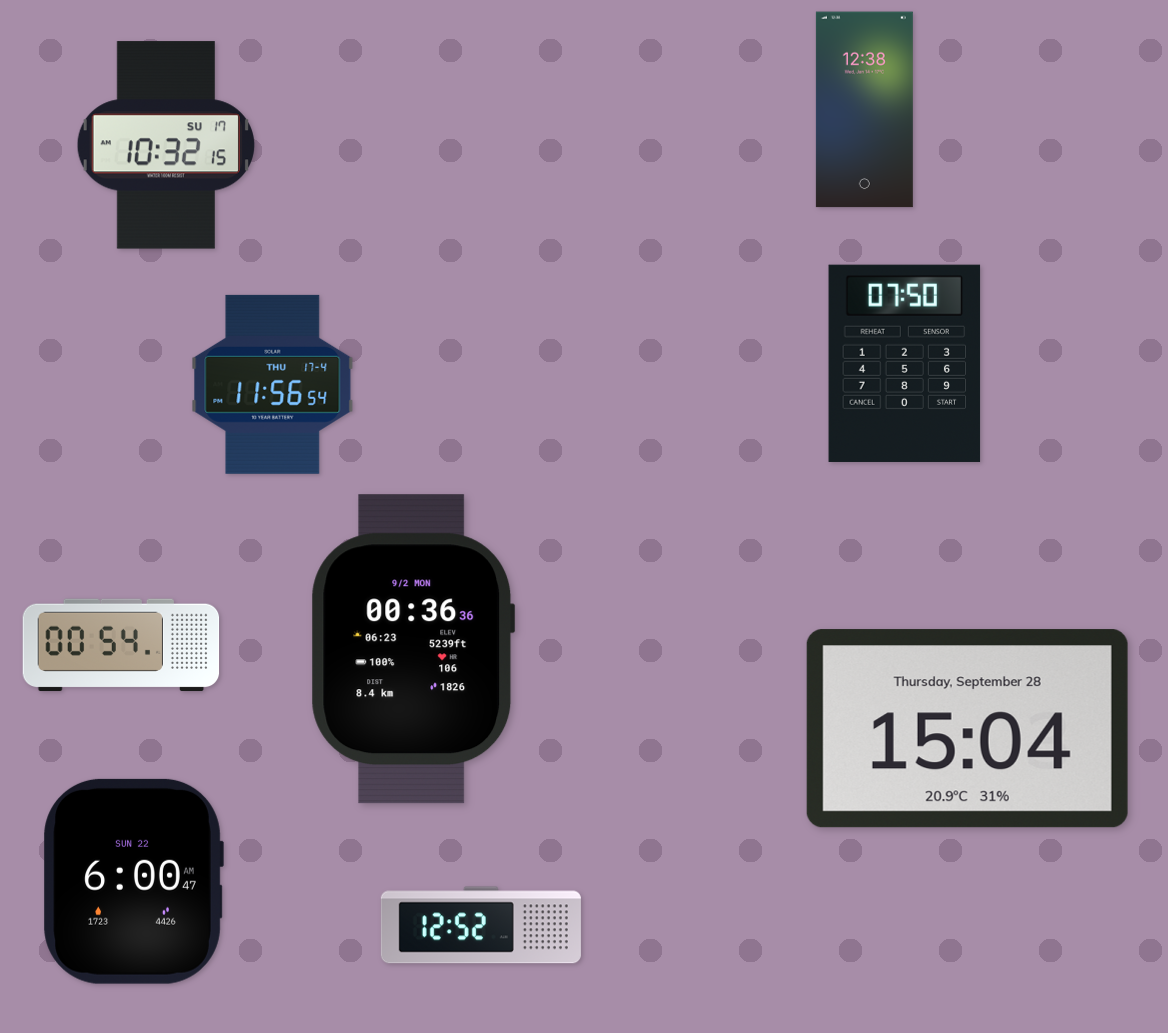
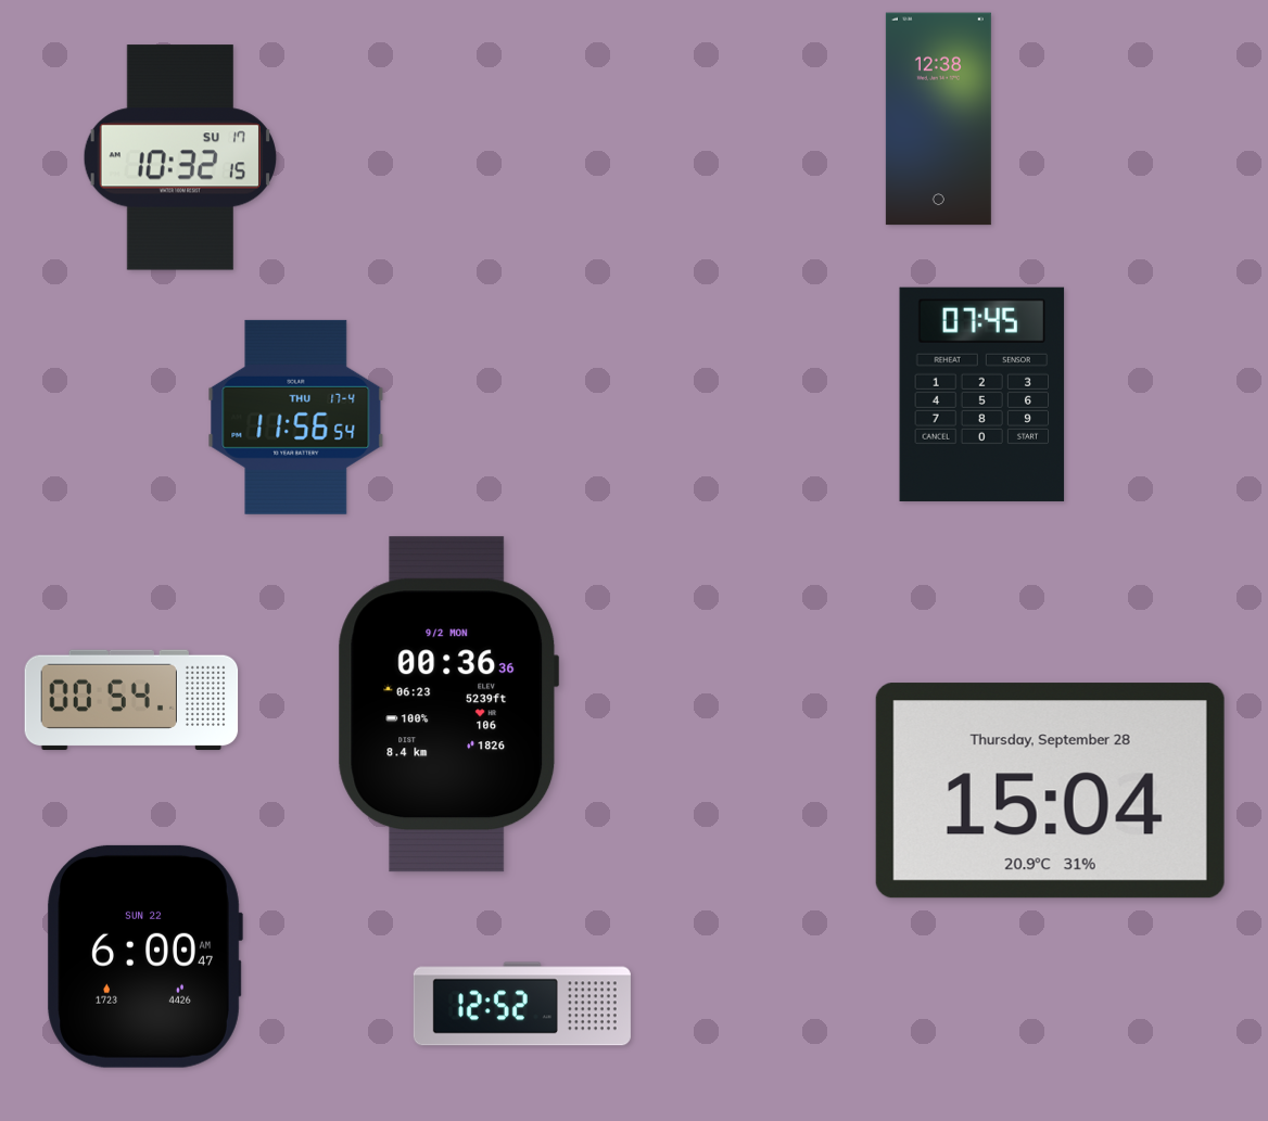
clock at (905, 363): 07:50 -> 07:45
